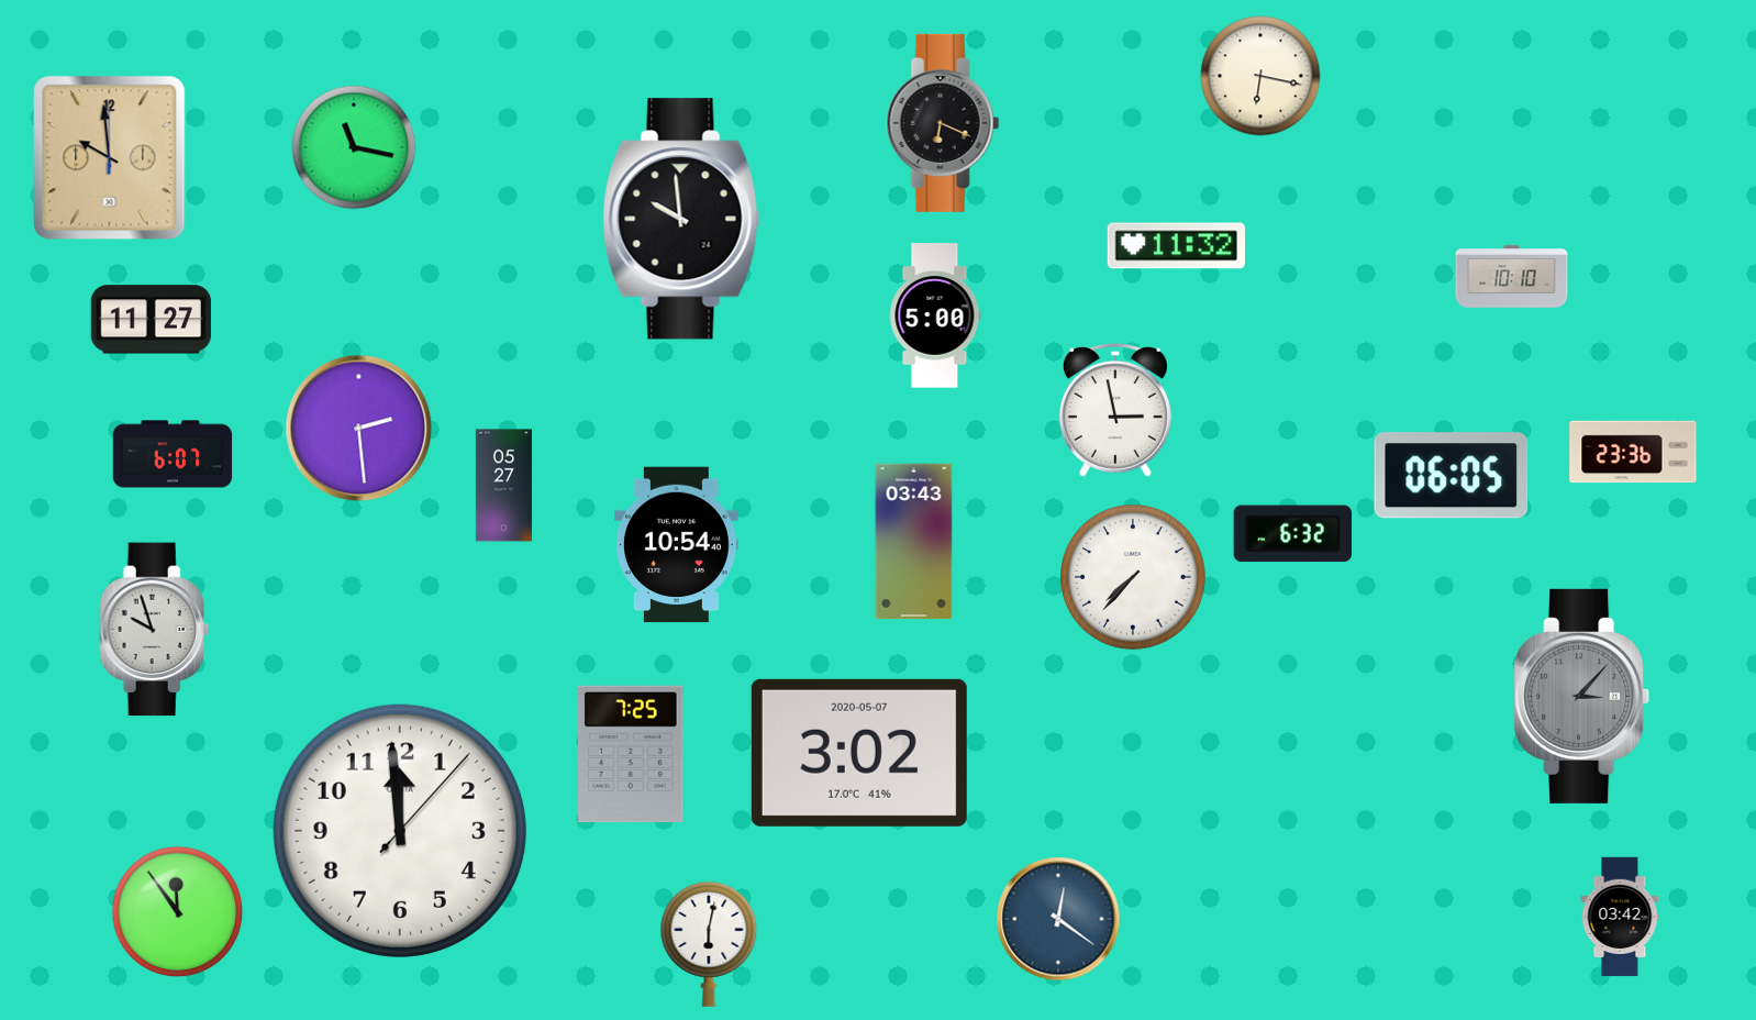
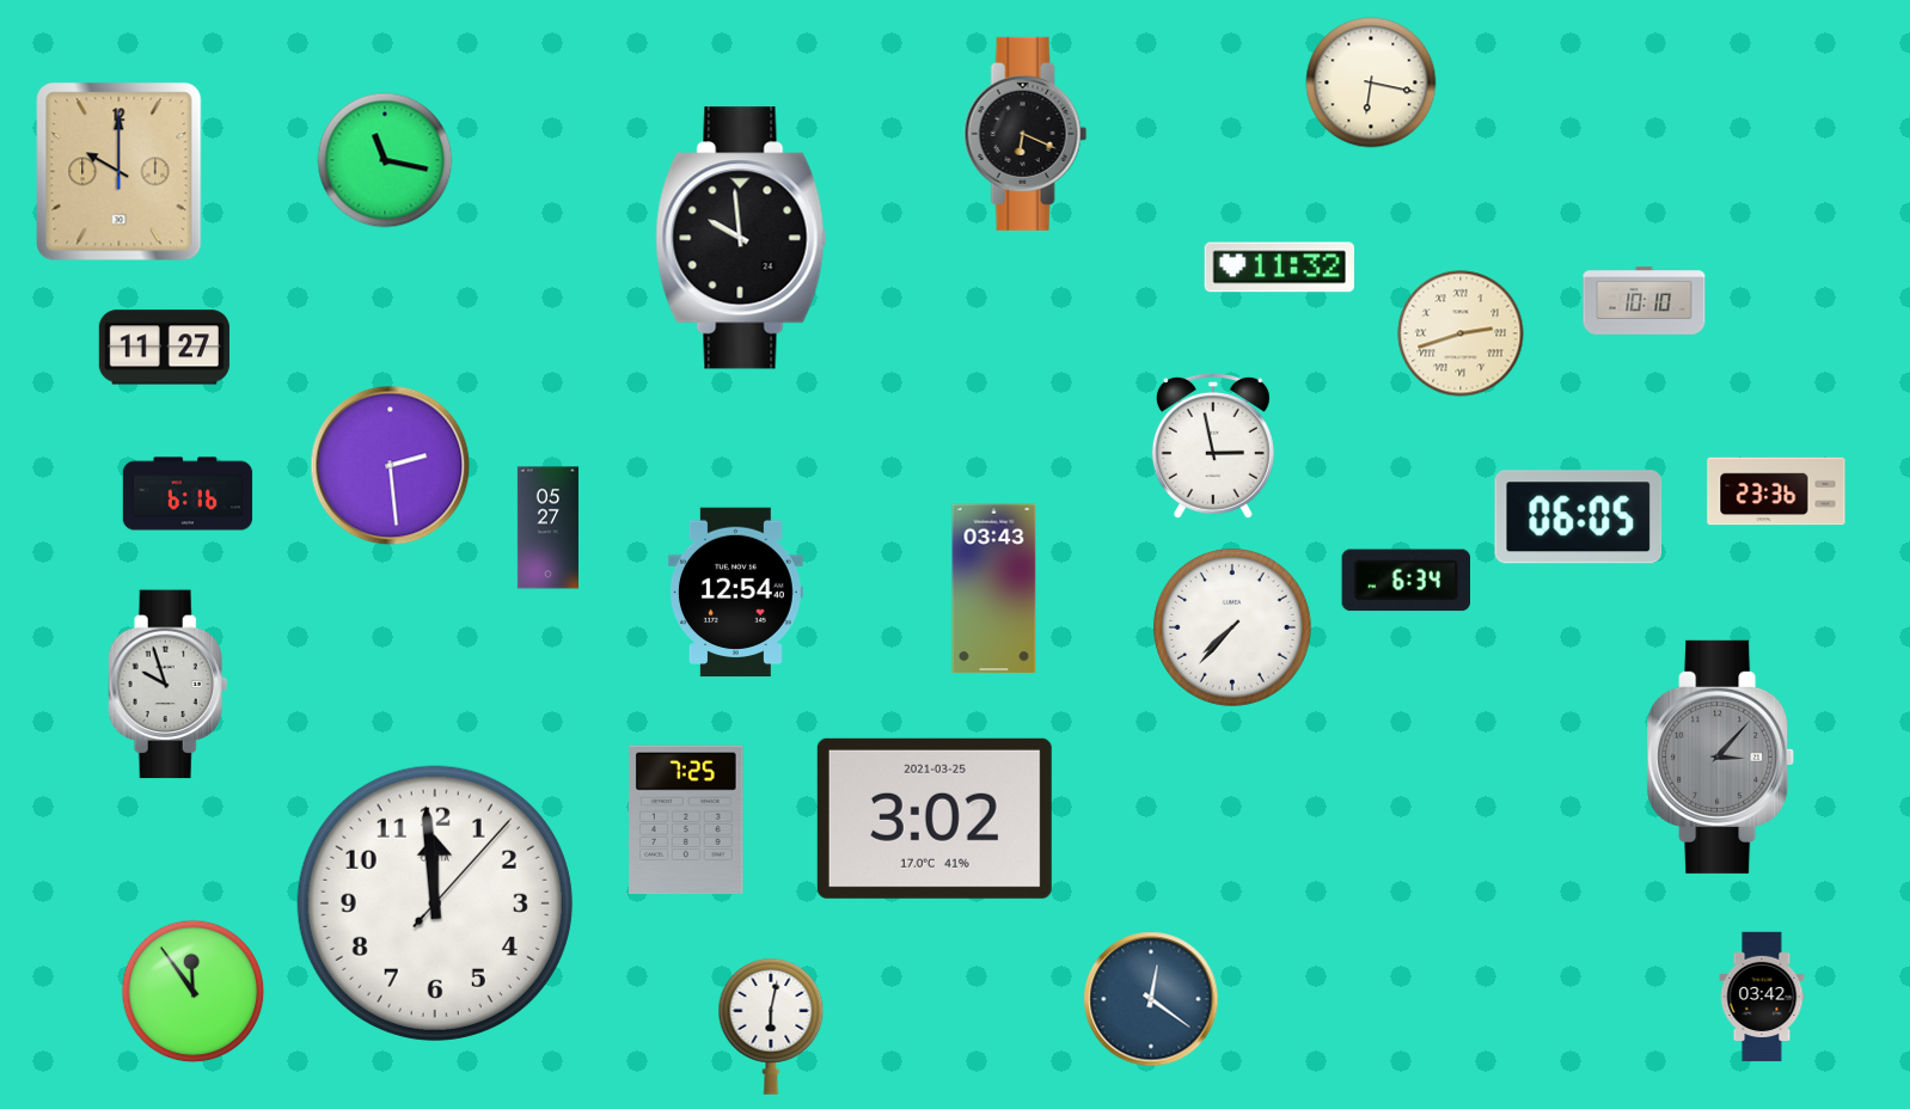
clock at (110, 158): 9:59 -> 10:00
clock at (1461, 333): none -> 2:42
clock at (935, 315): 5:00 -> none
clock at (173, 454): 6:07 -> 6:16
clock at (1292, 534): 6:32 -> 6:34
clock at (676, 545): 10:54 -> 12:54
clock at (859, 753) date: 2020-05-07 -> 2021-03-25
